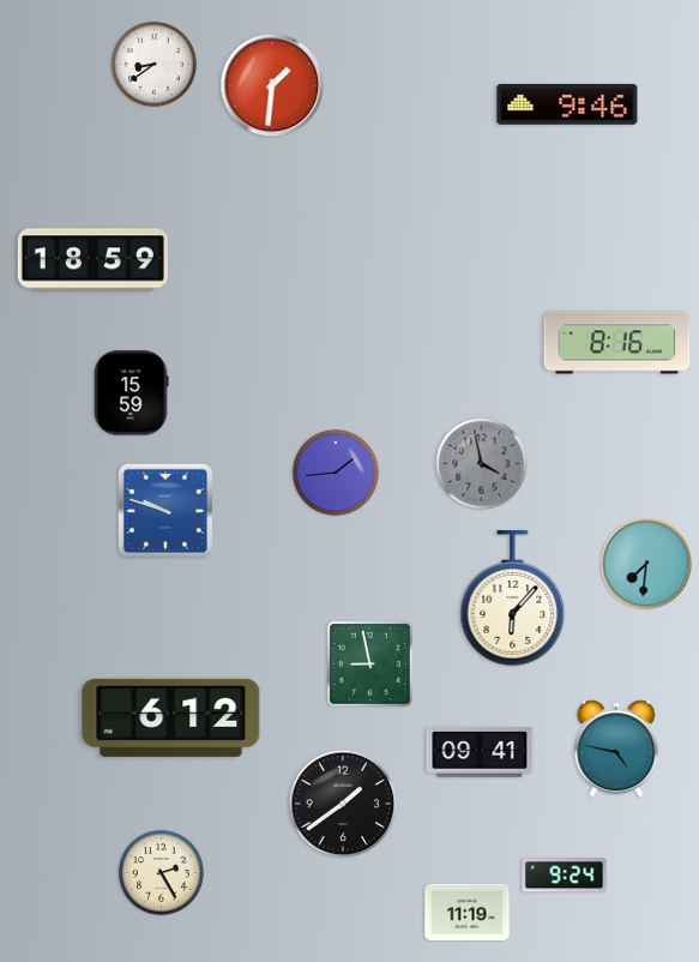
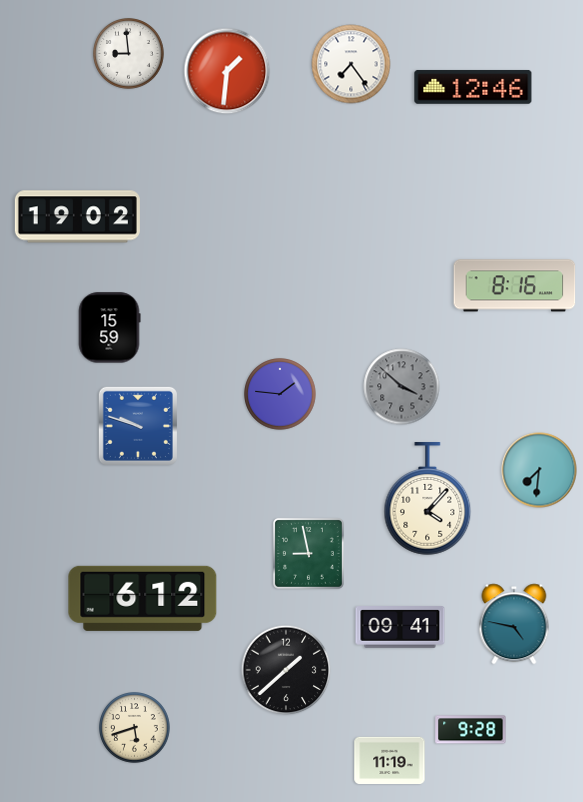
clock at (155, 65): 8:39 -> 8:59
clock at (351, 64): none -> 7:24
clock at (567, 104): 9:46 -> 12:46
clock at (92, 260): 18:59 -> 19:02
clock at (482, 464): 3:58 -> 3:52
clock at (336, 473): 1:44 -> 1:46
clock at (513, 599): 6:07 -> 4:07
clock at (343, 804): 1:39 -> 1:38
clock at (162, 873): 2:25 -> 5:42
clock at (565, 876): 9:24 -> 9:28
